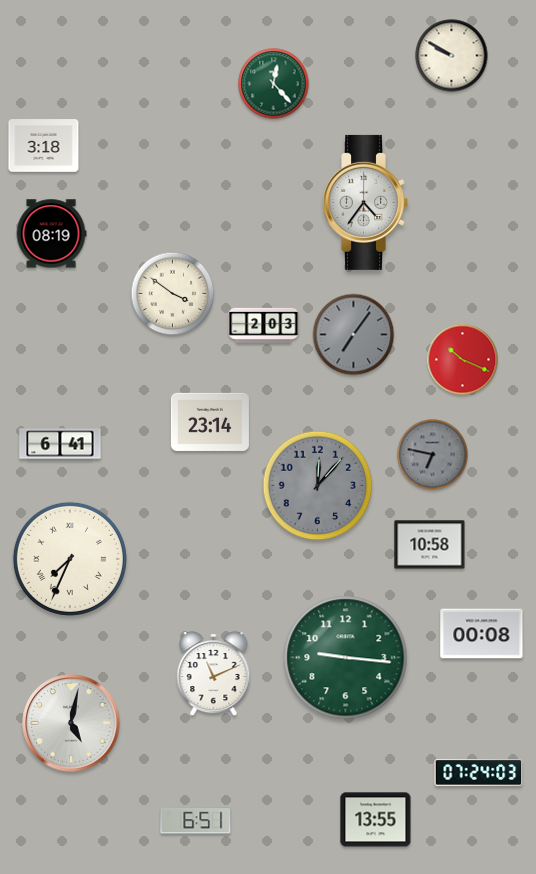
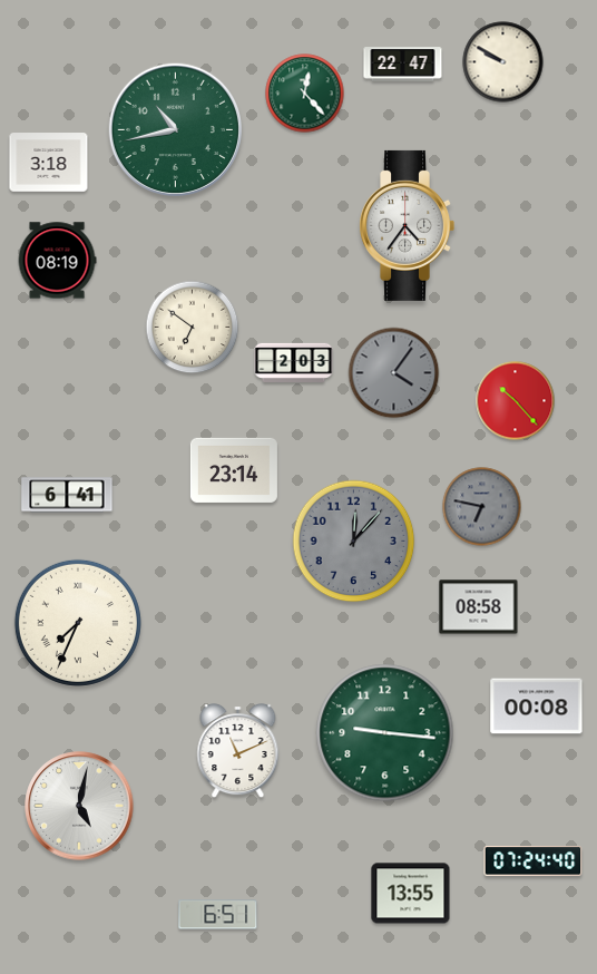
clock at (403, 65): none -> 22:47
clock at (175, 129): none -> 10:43
clock at (173, 294): 3:51 -> 6:51
clock at (354, 335): 7:06 -> 4:06
clock at (463, 360): 10:19 -> 10:23
clock at (430, 545): 10:58 -> 08:58
clock at (479, 773): 07:24:03 -> 07:24:40
clock at (376, 820) position: (376, 820) -> (411, 894)
